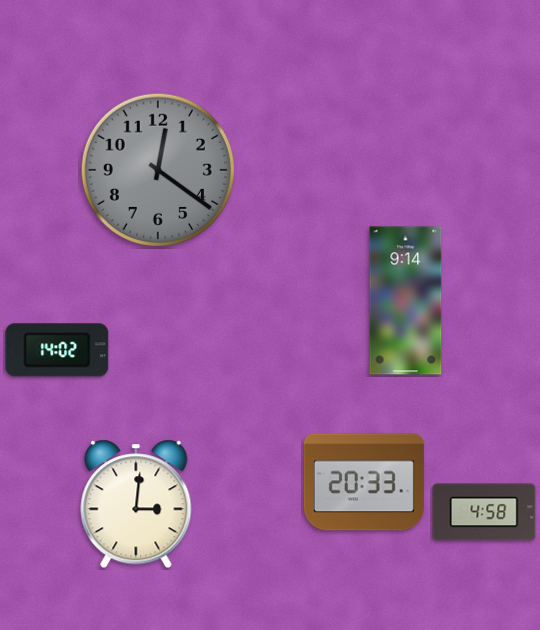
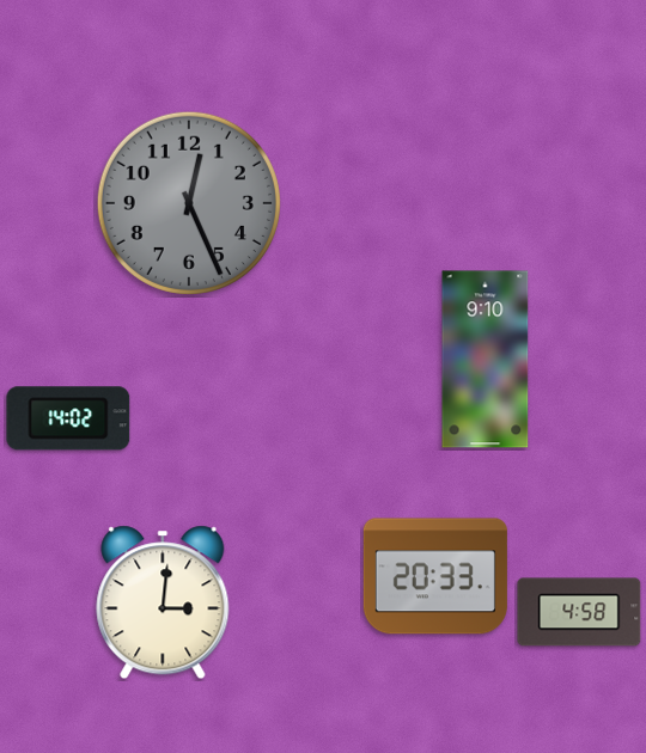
clock at (158, 170): 12:21 -> 12:26
clock at (406, 301): 9:14 -> 9:10
